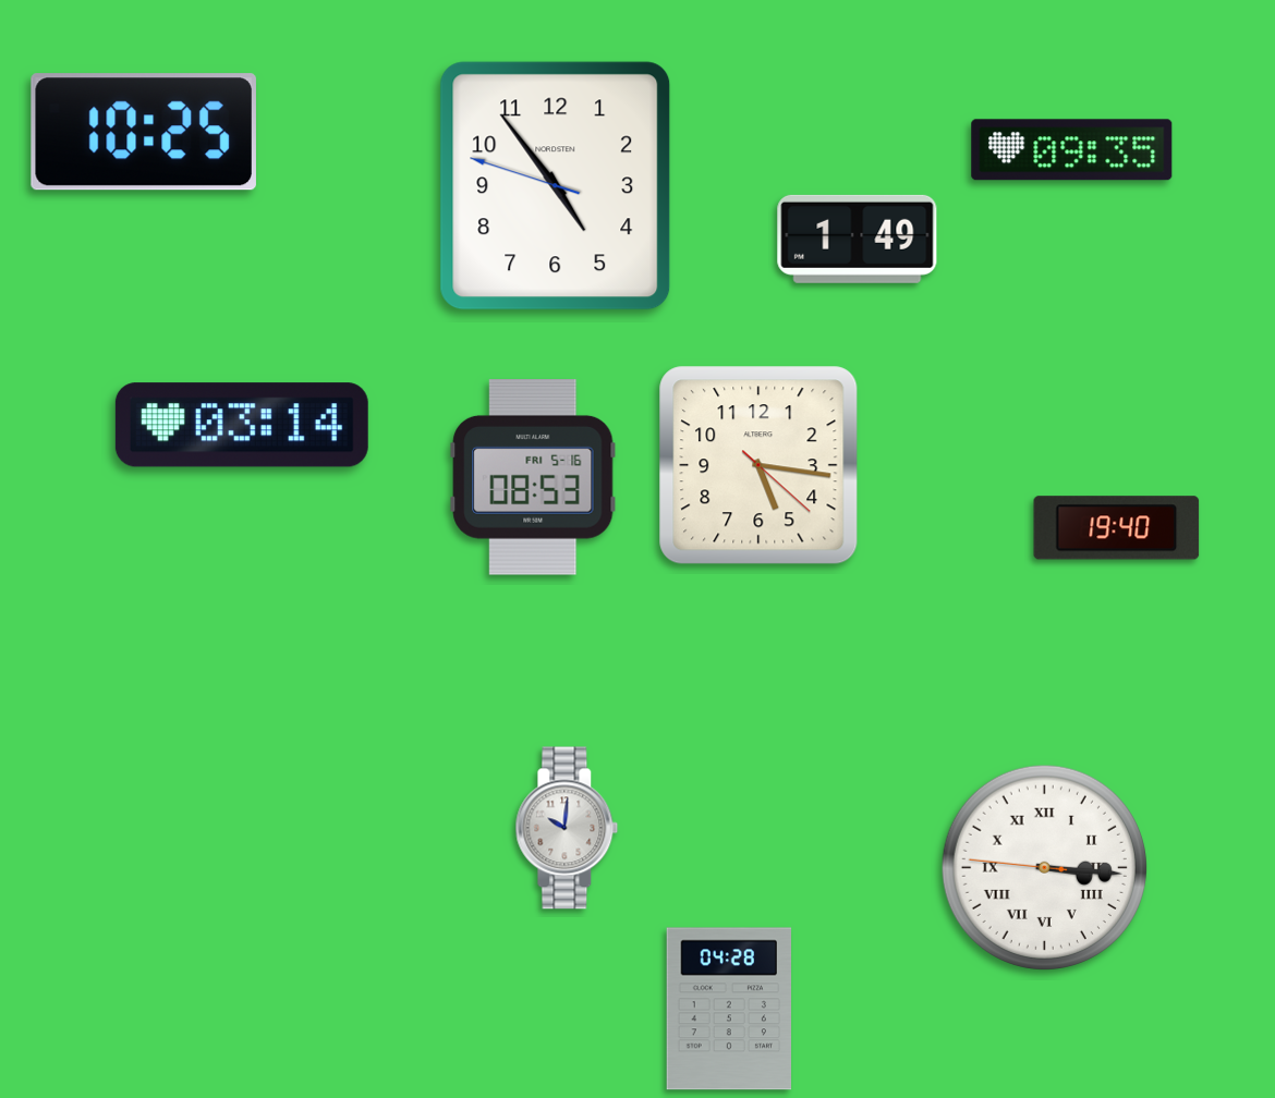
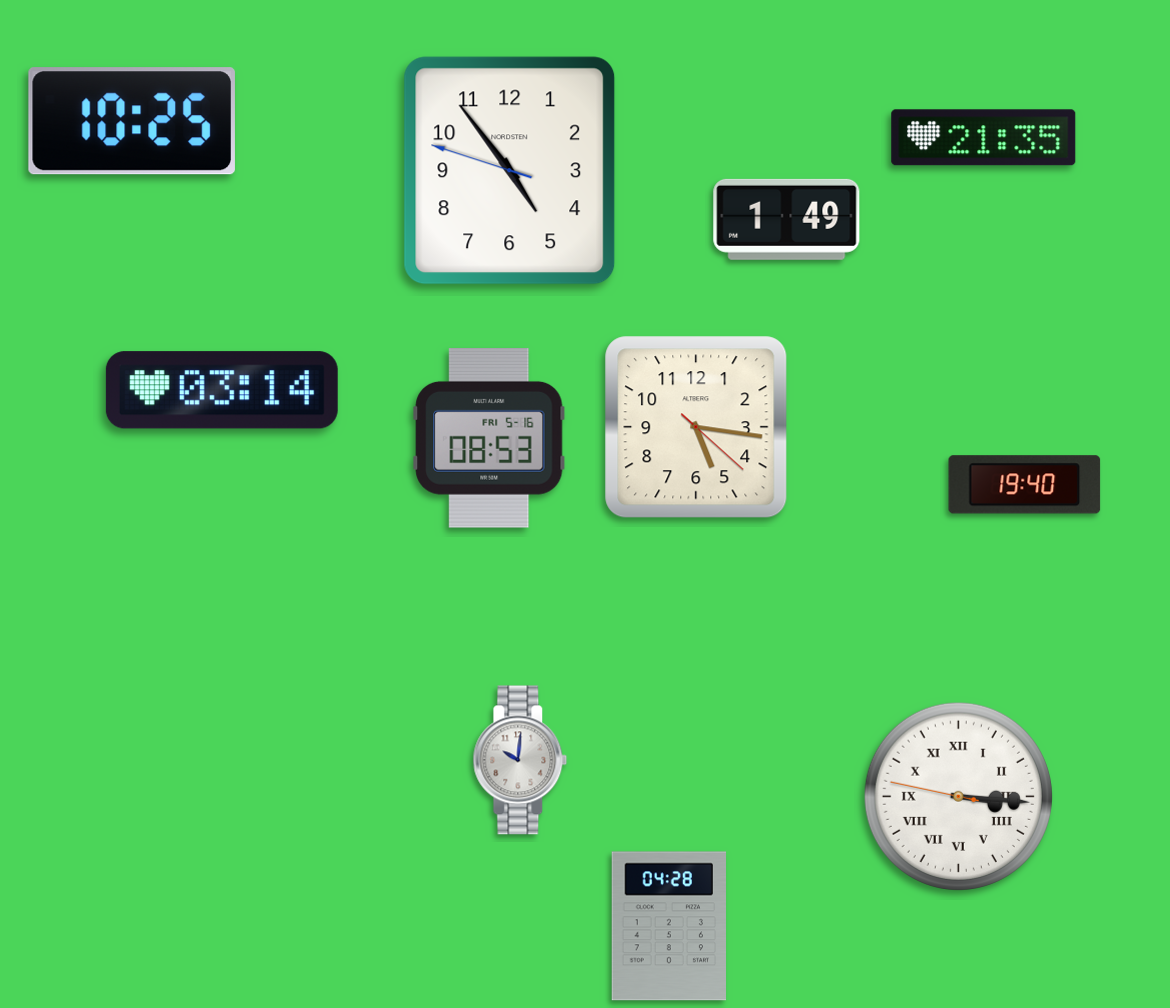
clock at (1072, 150): 09:35 -> 21:35
clock at (1044, 867): 3:15:46 -> 3:15:47
